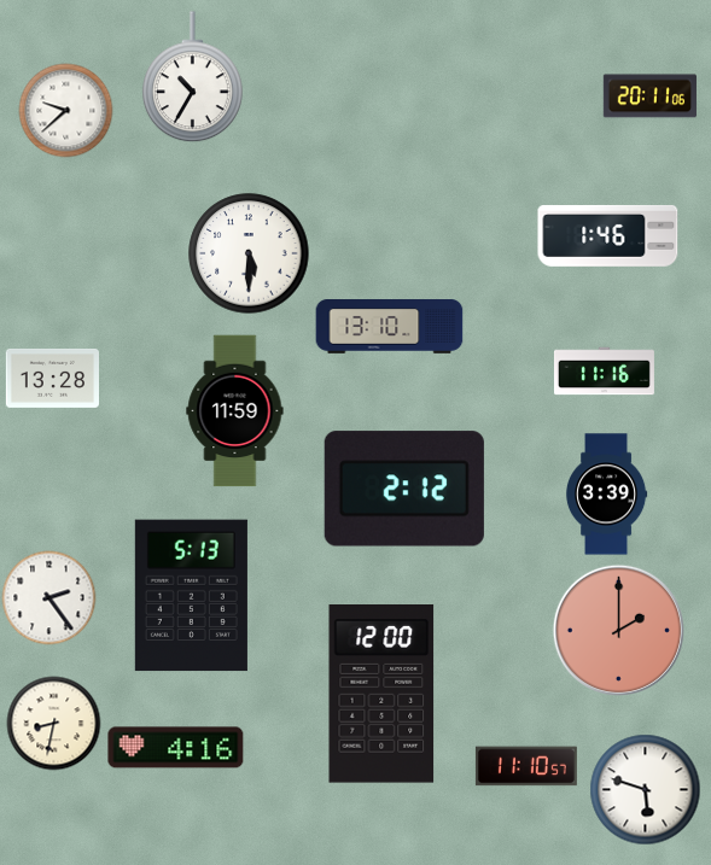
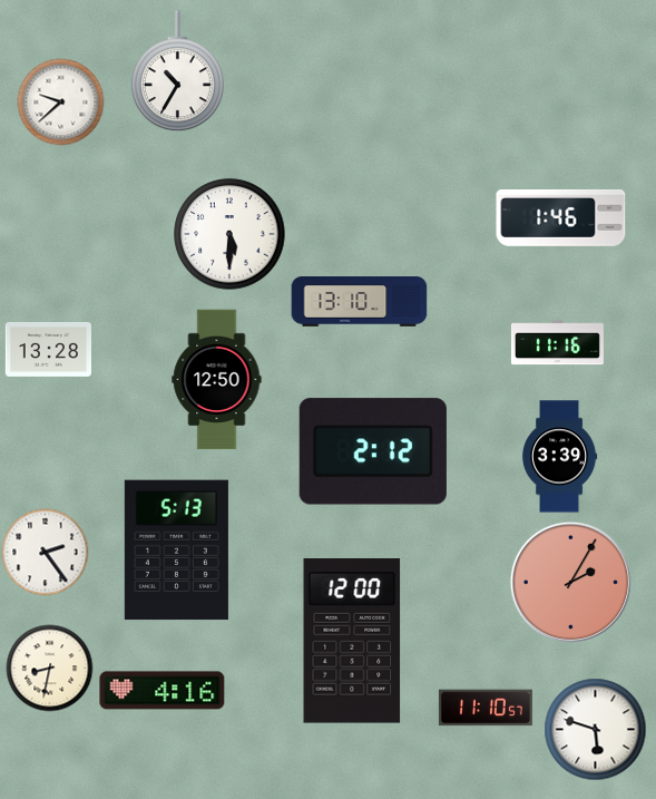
clock at (649, 97): 20:11 -> none
clock at (235, 411): 11:59 -> 12:50
clock at (618, 630): 2:00 -> 2:05
